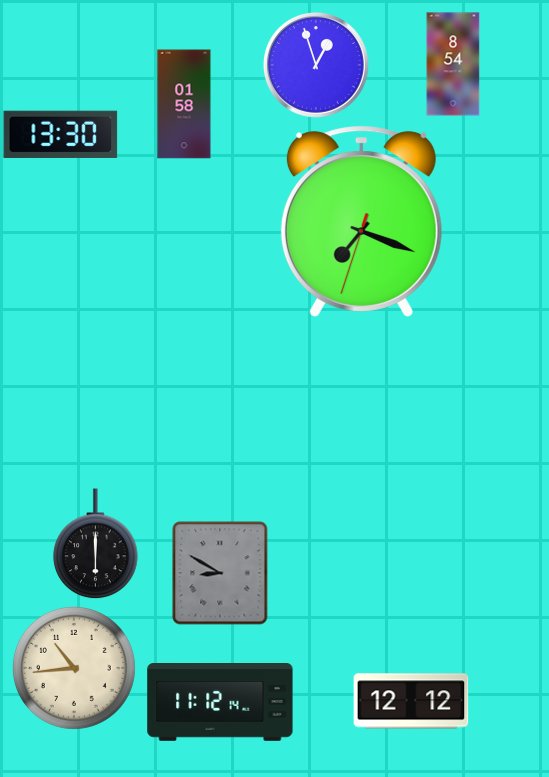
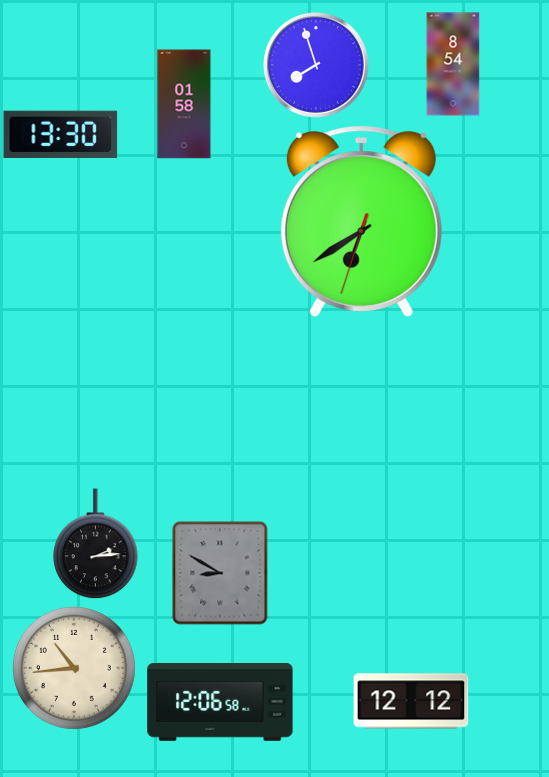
clock at (316, 65): 12:57 -> 7:57
clock at (361, 221): 7:18 -> 6:39
clock at (96, 544): 6:00 -> 2:14
clock at (220, 702): 11:12 -> 12:06
